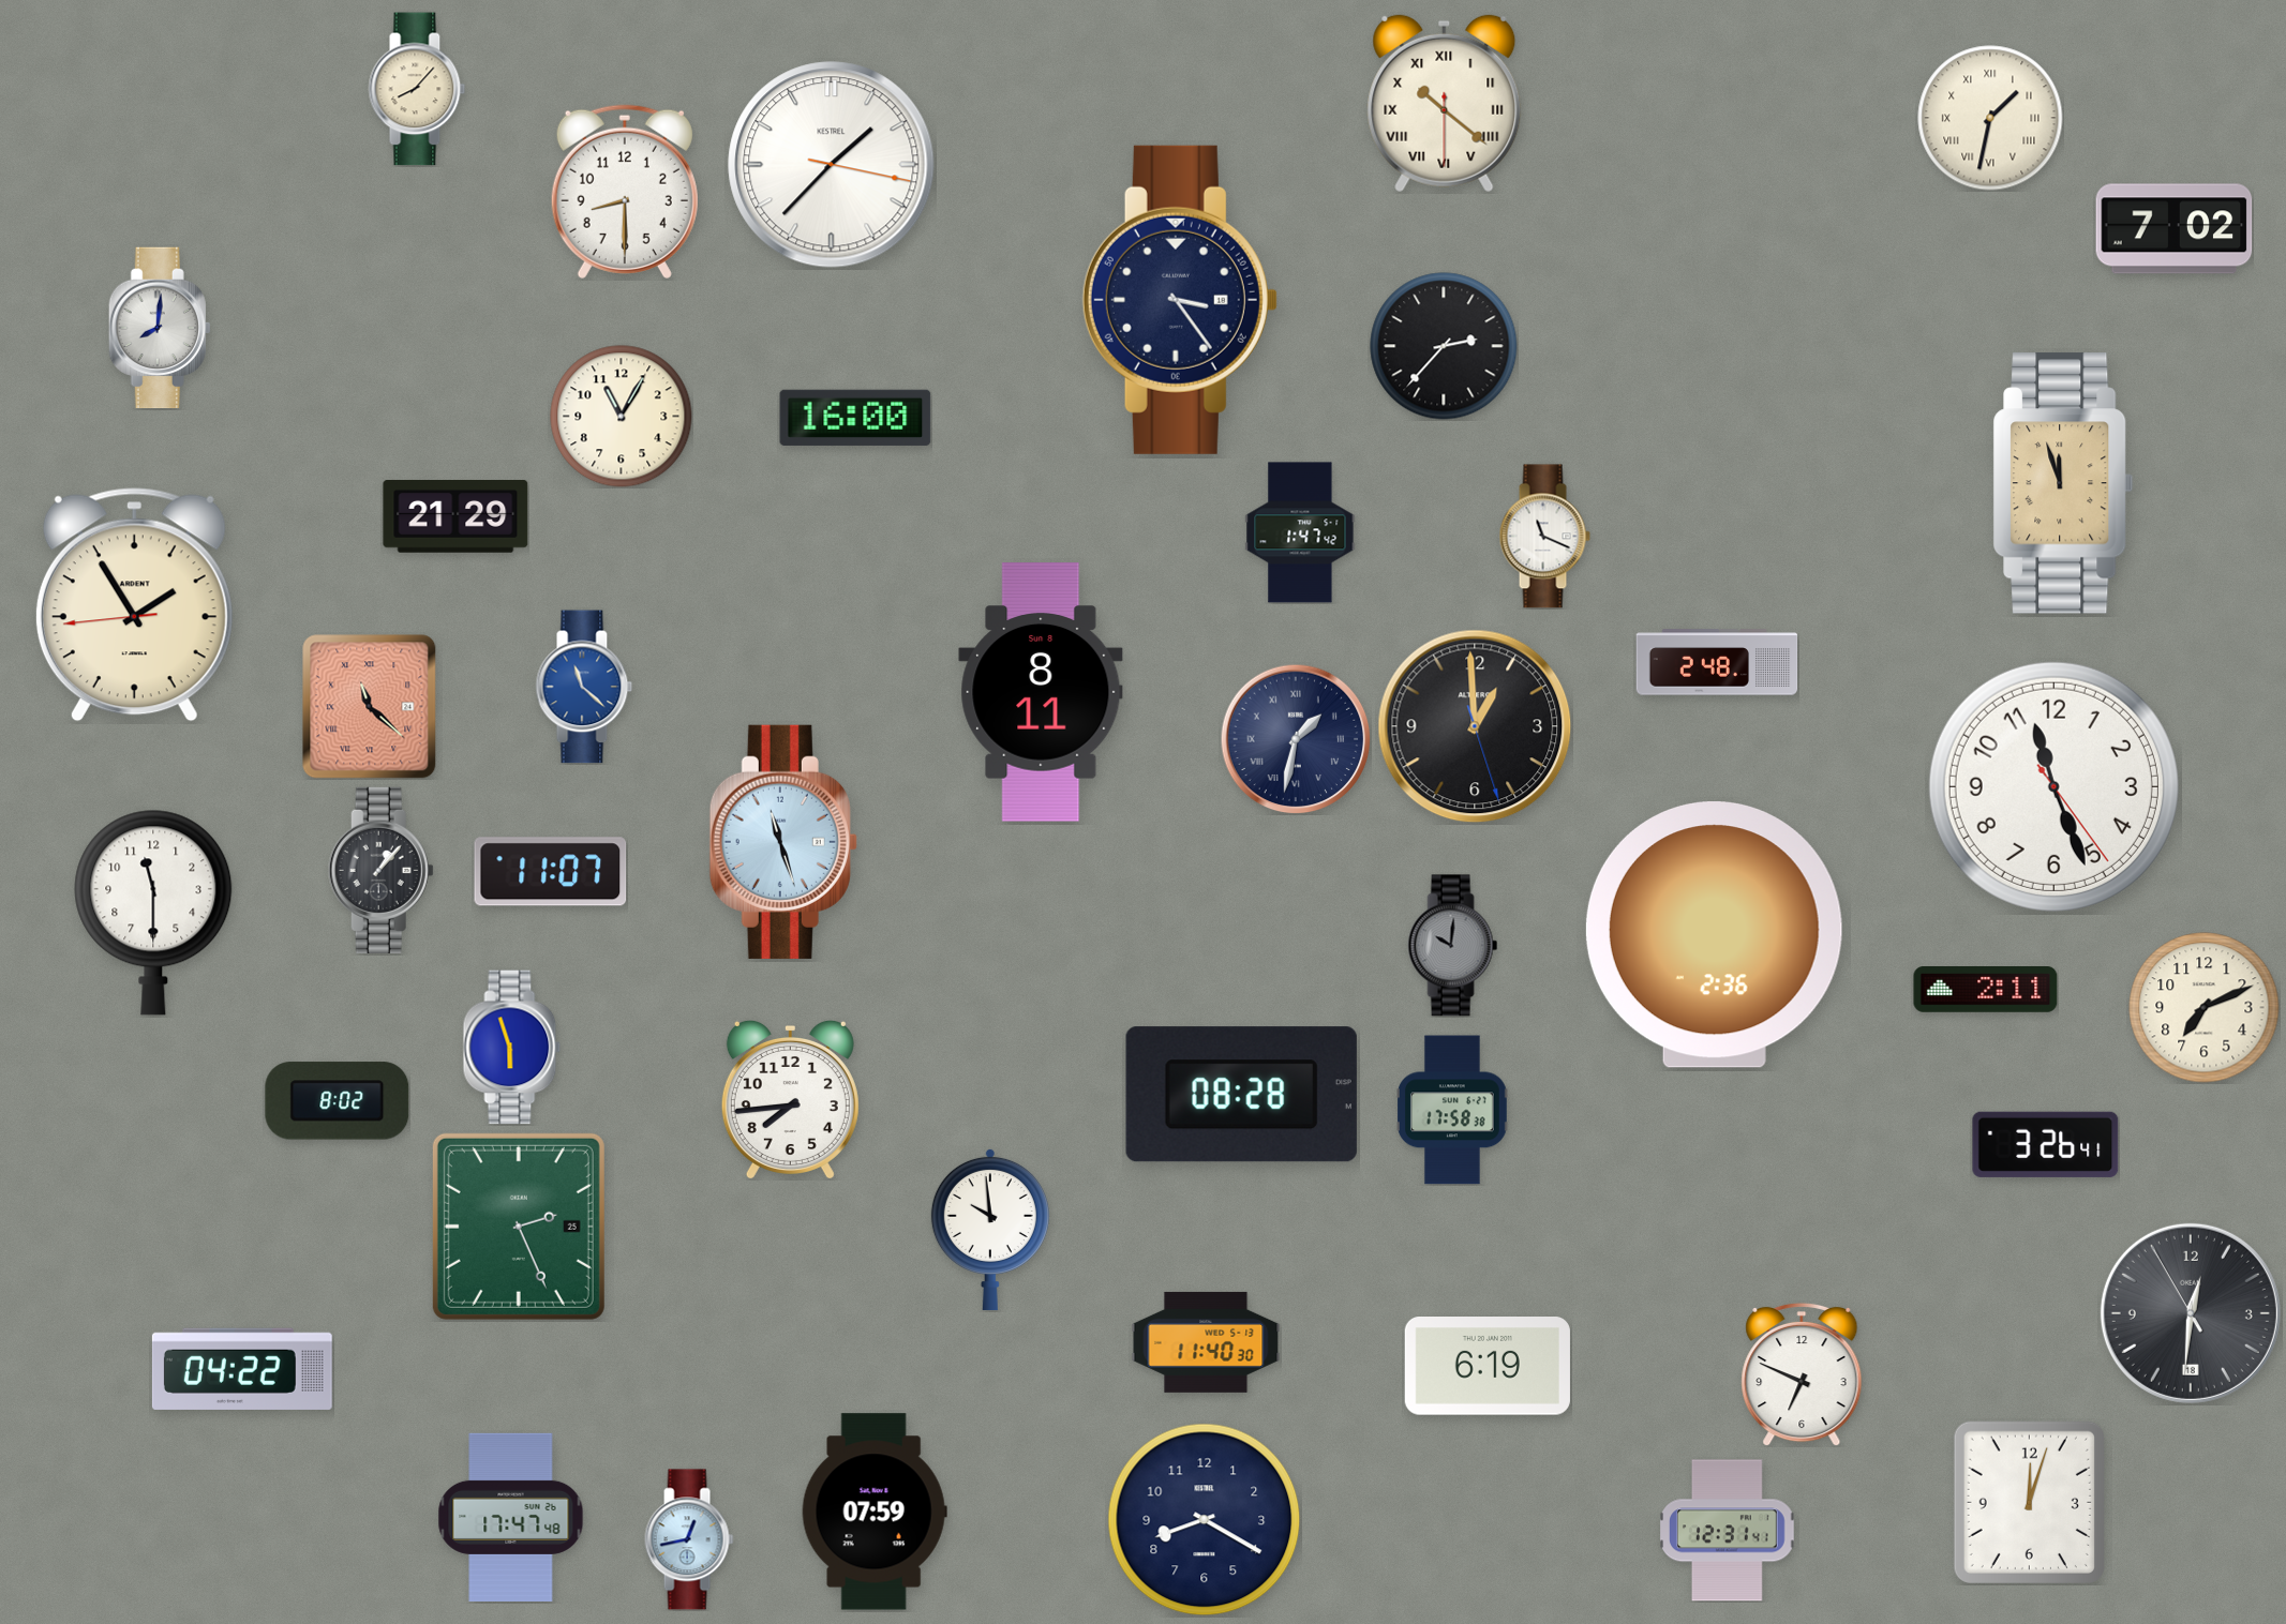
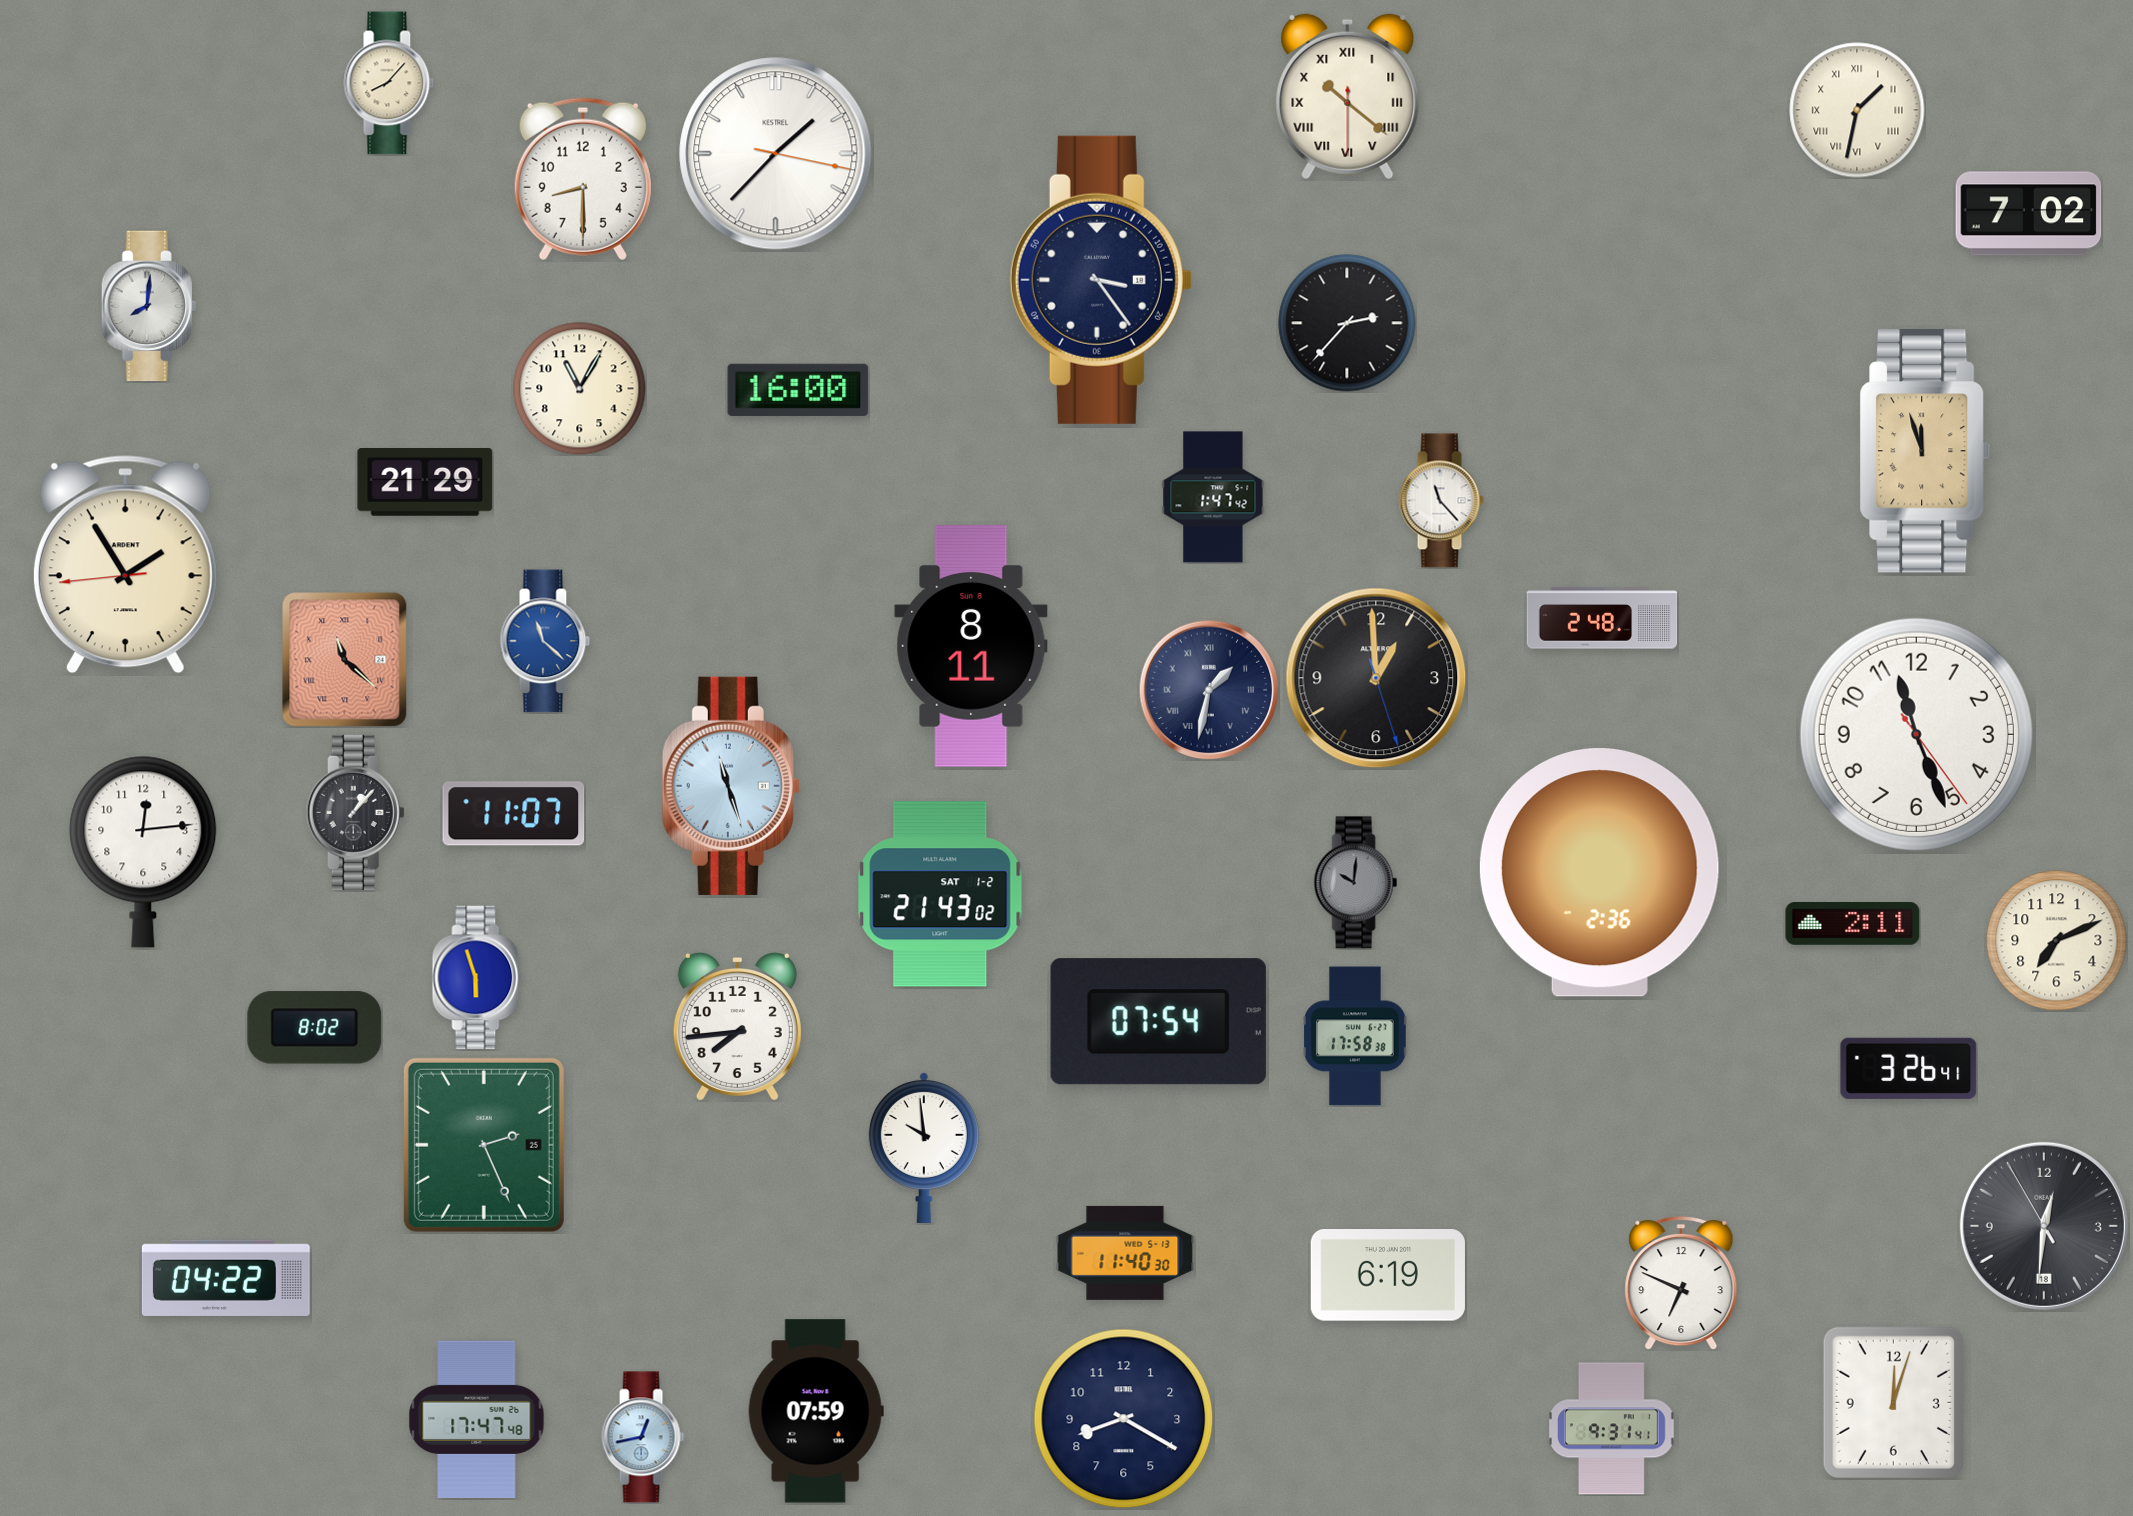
clock at (1544, 537): 11:19 -> 11:23
clock at (153, 913): 11:30 -> 12:14
clock at (940, 894): none -> 21:43
clock at (1241, 1095): 08:28 -> 07:54
clock at (511, 1517) position: (511, 1517) -> (477, 1419)
clock at (1728, 1531): 12:31 -> 9:31
